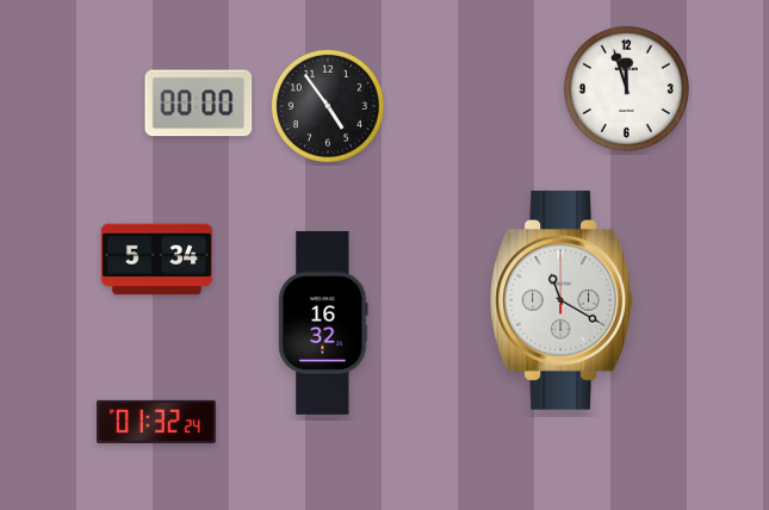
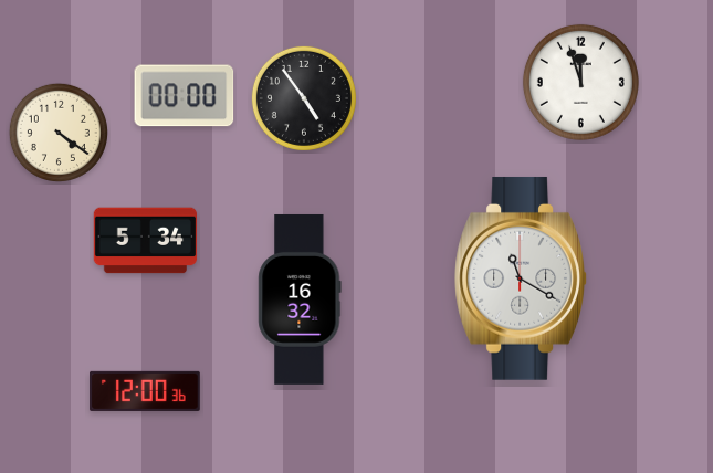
clock at (59, 133): none -> 4:21
clock at (157, 422): 01:32 -> 12:00
